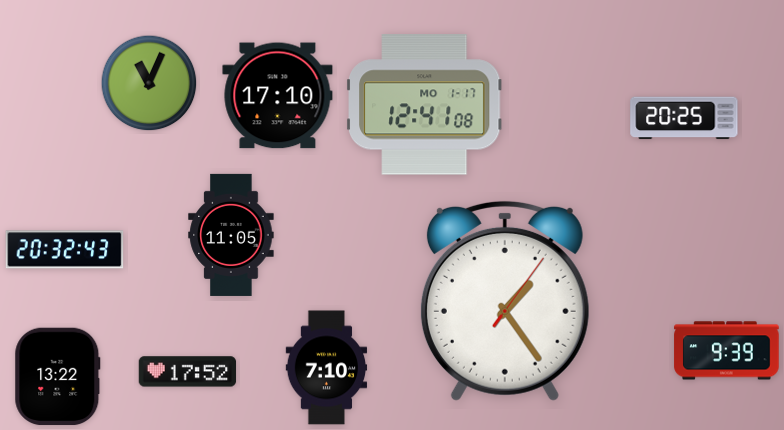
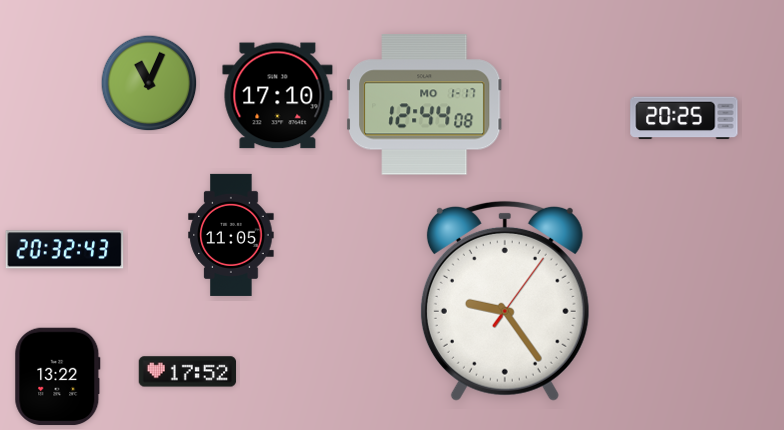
clock at (425, 105): 12:41 -> 12:44
clock at (505, 301): 1:24 -> 9:24
clock at (727, 351): 9:39 -> none
clock at (327, 368): 7:10 -> none
